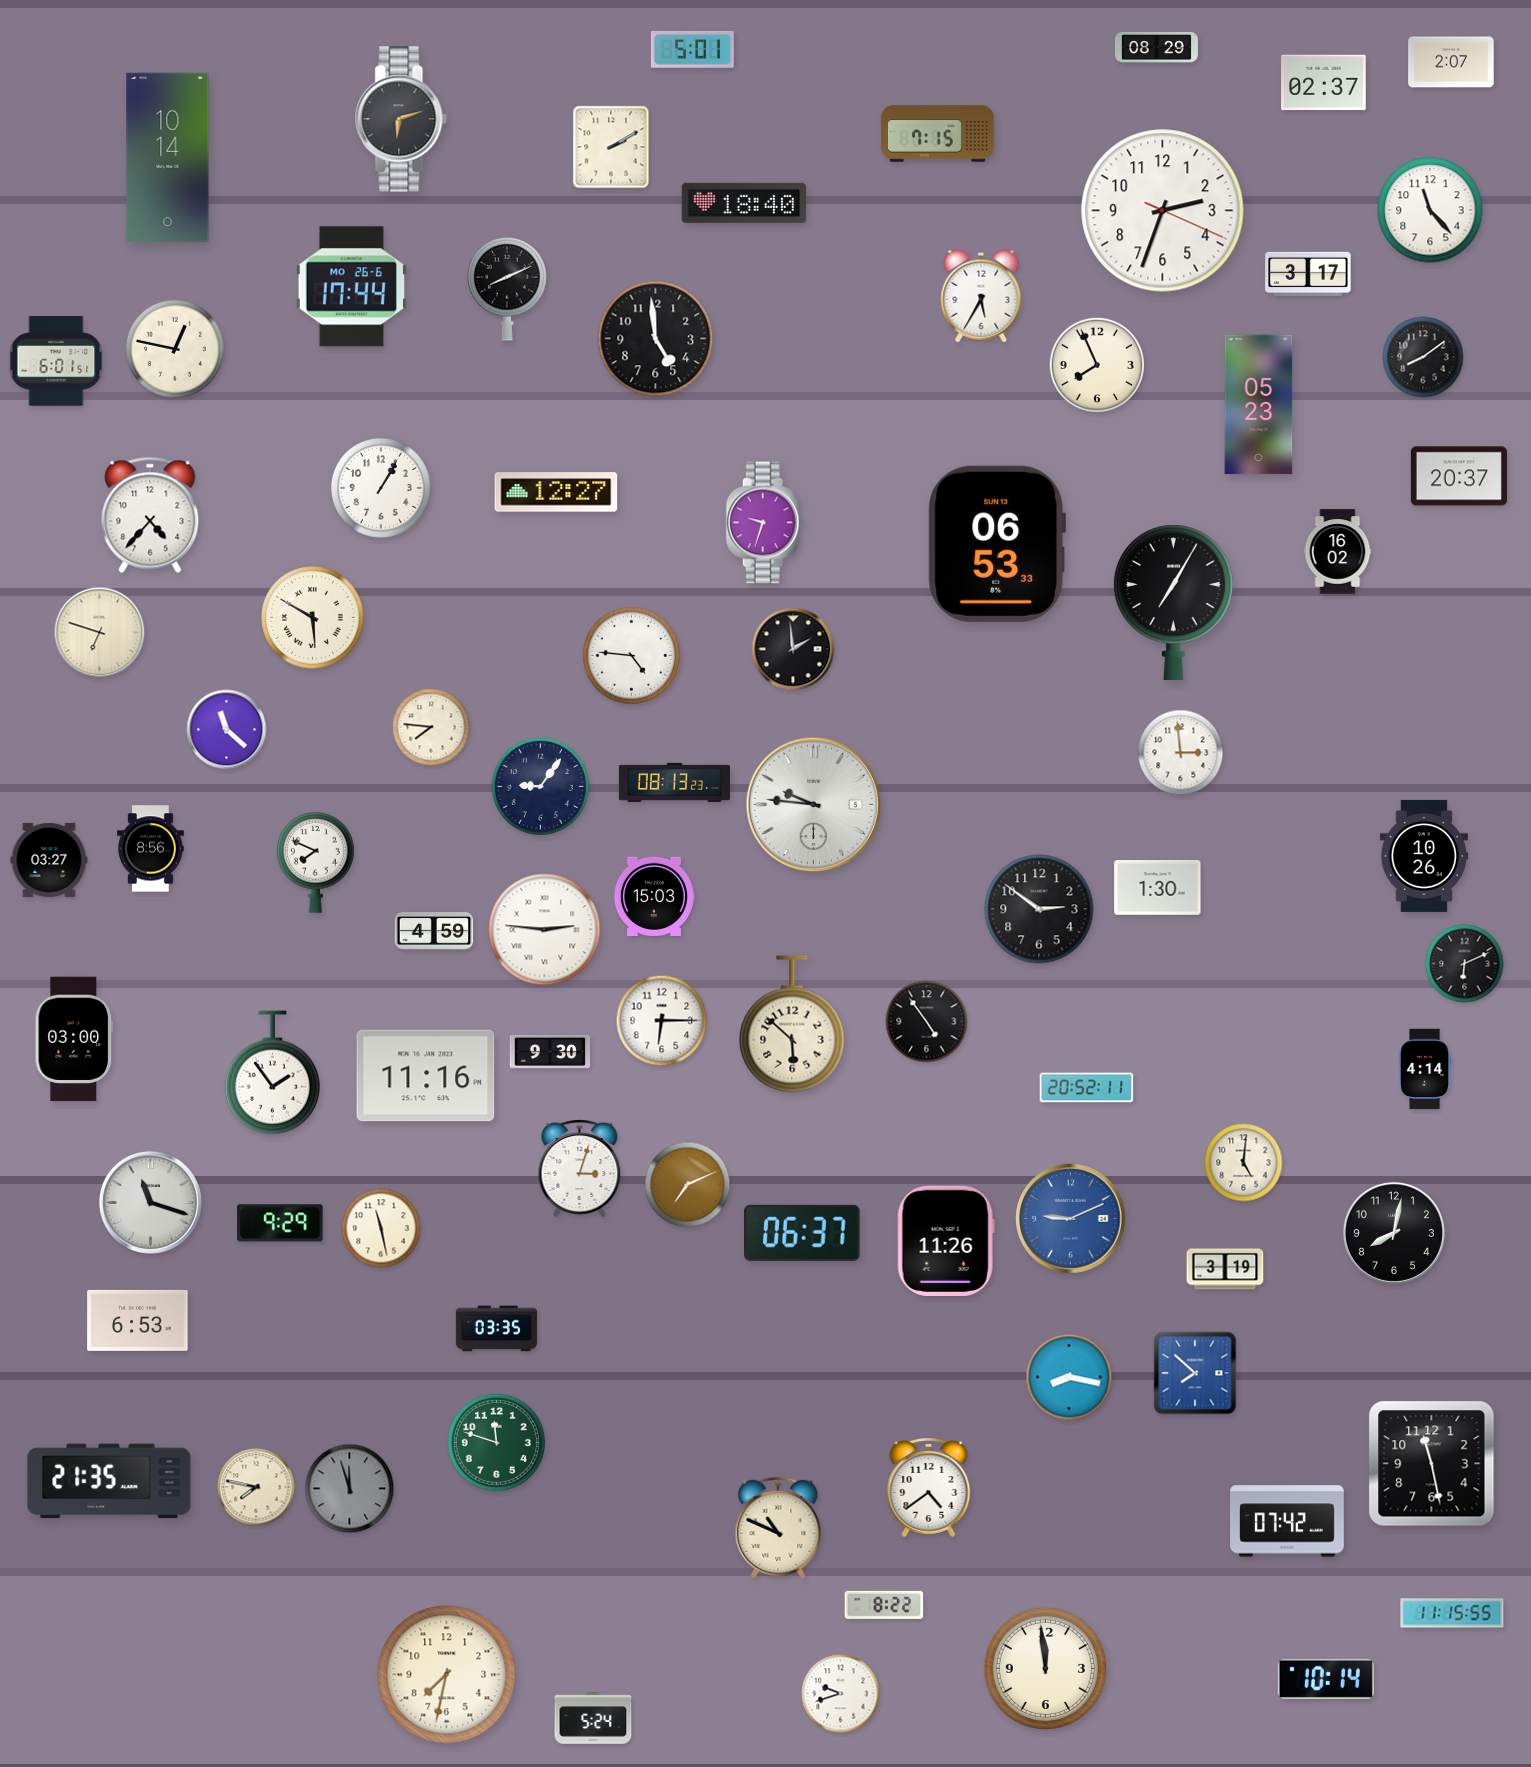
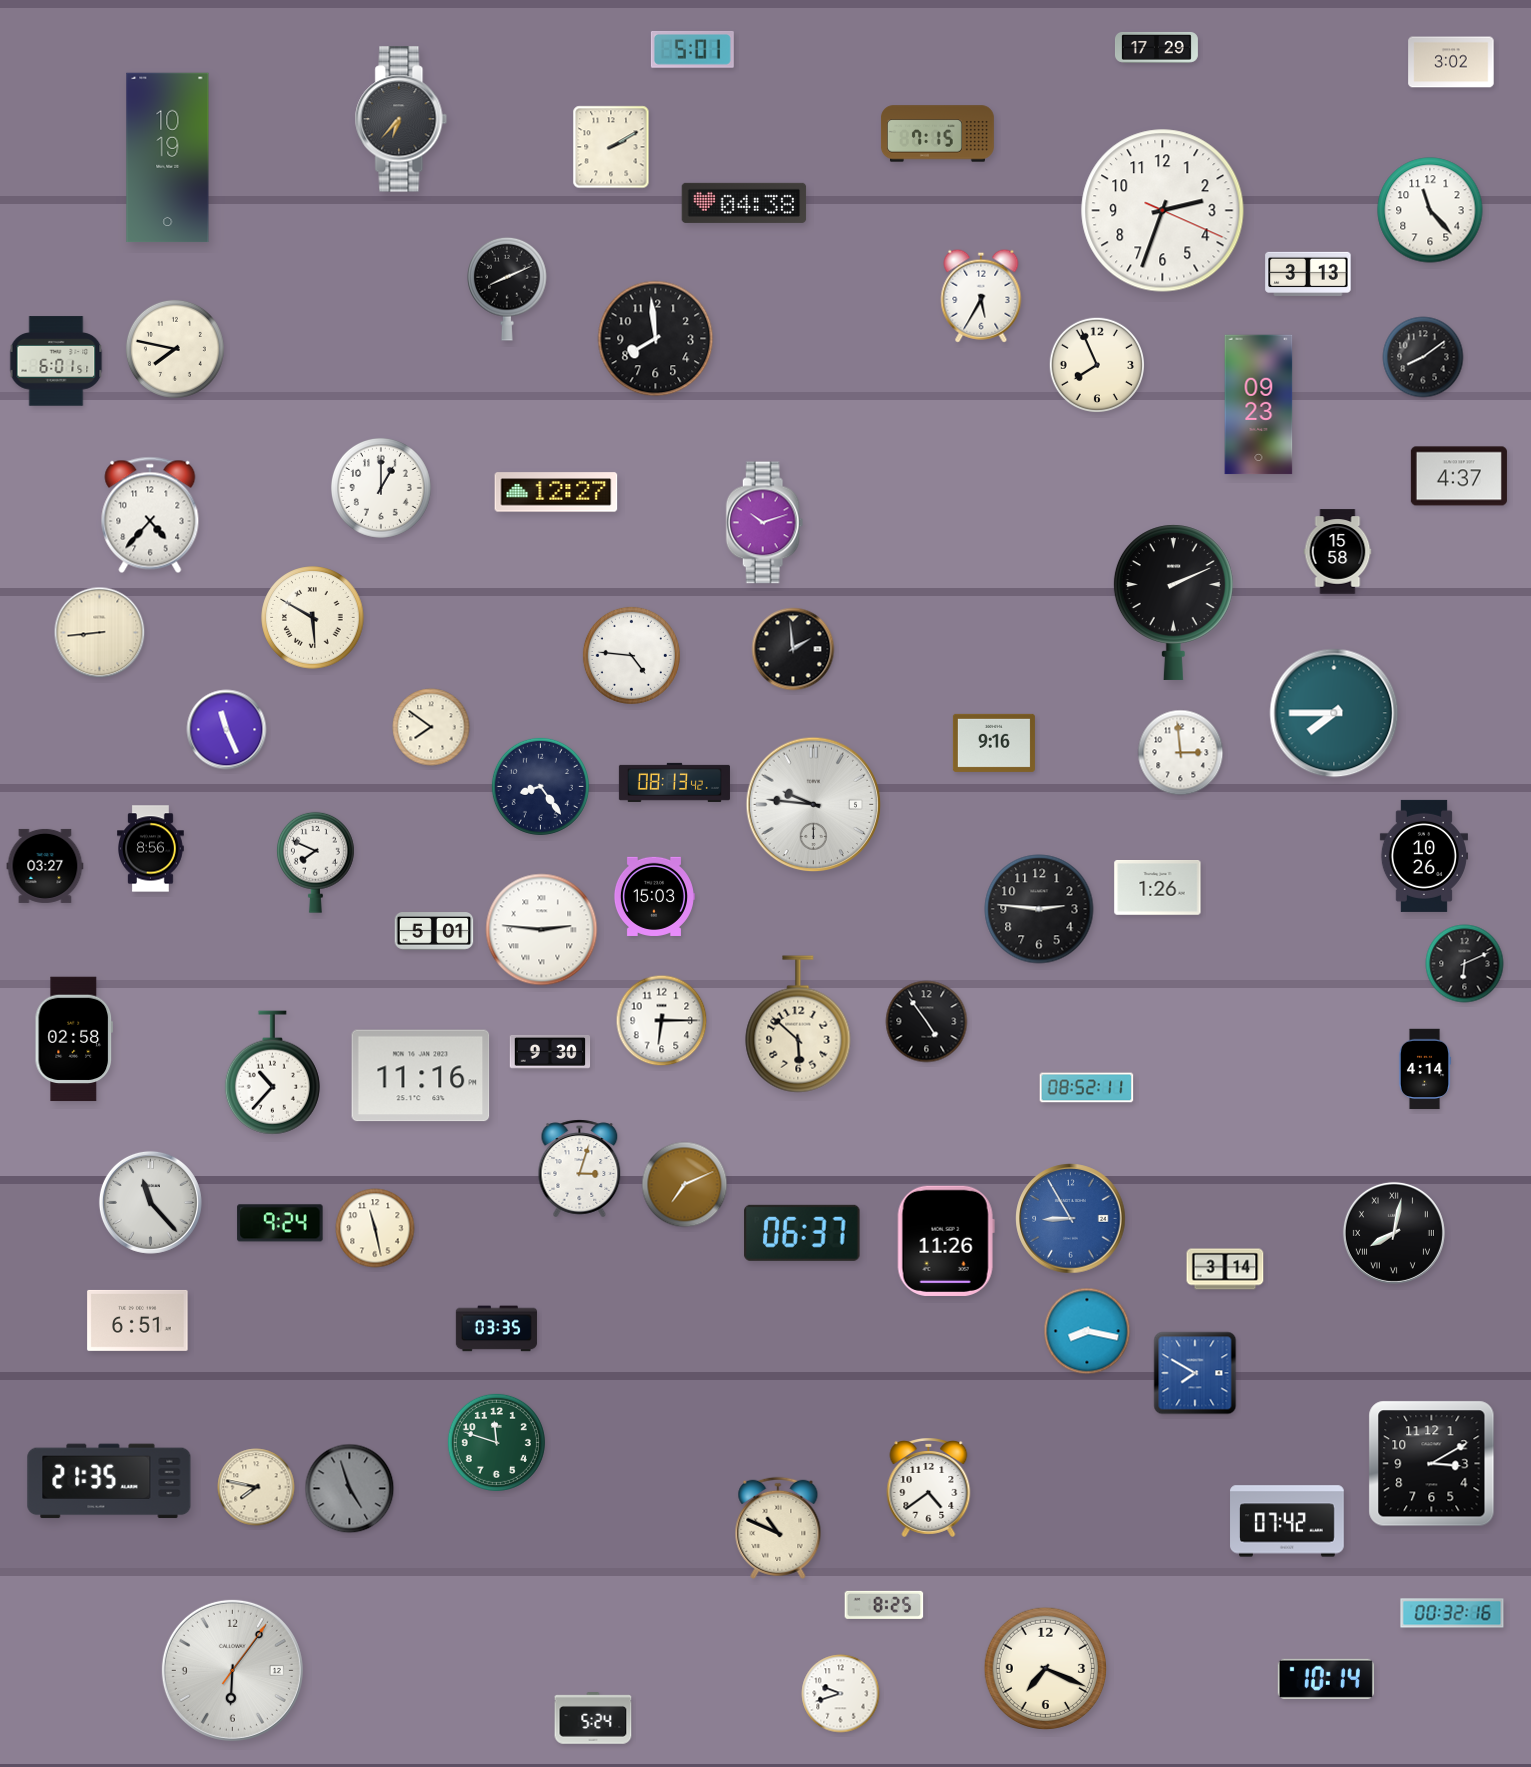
clock at (1156, 47): 08:29 -> 17:29
clock at (1451, 62): 2:07 -> 3:02
clock at (1324, 83): 02:37 -> none
clock at (401, 119): 6:12 -> 6:37
clock at (168, 158): 10:14 -> 10:19
clock at (744, 203): 18:40 -> 04:38
clock at (1308, 274): 3:17 -> 3:13
clock at (351, 287): 17:44 -> none
clock at (656, 339): 4:59 -> 7:59
clock at (175, 349): 12:47 -> 7:47
clock at (1259, 405): 05:23 -> 09:23
clock at (1459, 476): 20:37 -> 4:37
clock at (381, 488): 1:05 -> 1:00
clock at (765, 523): 9:33 -> 10:12
clock at (996, 544): 06:53 -> none
clock at (1338, 552): 16:02 -> 15:58
clock at (1173, 602): 7:05 -> 2:11
clock at (100, 633): 6:48 -> 8:44
clock at (1334, 713): none -> 7:45
clock at (431, 727): 7:46 -> 7:51
clock at (227, 730): 11:22 -> 11:26
clock at (994, 743): none -> 9:16
clock at (674, 782): 08:13:23 -> 08:13:42
clock at (540, 786): 9:06 -> 8:24
clock at (49, 860) position: (49, 860) -> (45, 866)
clock at (1158, 888): 1:30 -> 1:26
clock at (1039, 909): 2:51 -> 2:46
clock at (545, 930) position: (545, 930) -> (542, 930)
clock at (434, 931): 4:59 -> 5:01
clock at (792, 1024) position: (792, 1024) -> (798, 1024)
clock at (73, 1039): 03:00 -> 02:58
clock at (272, 1073): 1:54 -> 10:37
clock at (426, 1076) position: (426, 1076) -> (421, 1076)
clock at (1087, 1088): 20:52 -> 08:52
clock at (1244, 1163): 5:01 -> none
clock at (688, 1185) position: (688, 1185) -> (685, 1185)
clock at (150, 1202): 11:18 -> 11:23
clock at (1071, 1219): 9:11 -> 8:55
clock at (280, 1223): 9:29 -> 9:24
clock at (381, 1228) position: (381, 1228) -> (375, 1228)
clock at (1394, 1233) numerals: Arabic -> Roman
clock at (1225, 1269): 3:19 -> 3:14
clock at (138, 1320): 6:53 -> 6:51
clock at (1195, 1373): 7:52 -> 7:50
clock at (1069, 1377) position: (1069, 1377) -> (1087, 1331)
clock at (1432, 1464): 11:28 -> 3:10
clock at (350, 1489): 11:57 -> 4:57
clock at (884, 1605): 8:22 -> 8:25
clock at (1452, 1613): 11:15 -> 00:32
clock at (1045, 1668): 11:59 -> 7:19
clock at (232, 1670): none -> 6:06
clock at (447, 1675): 7:32 -> none
